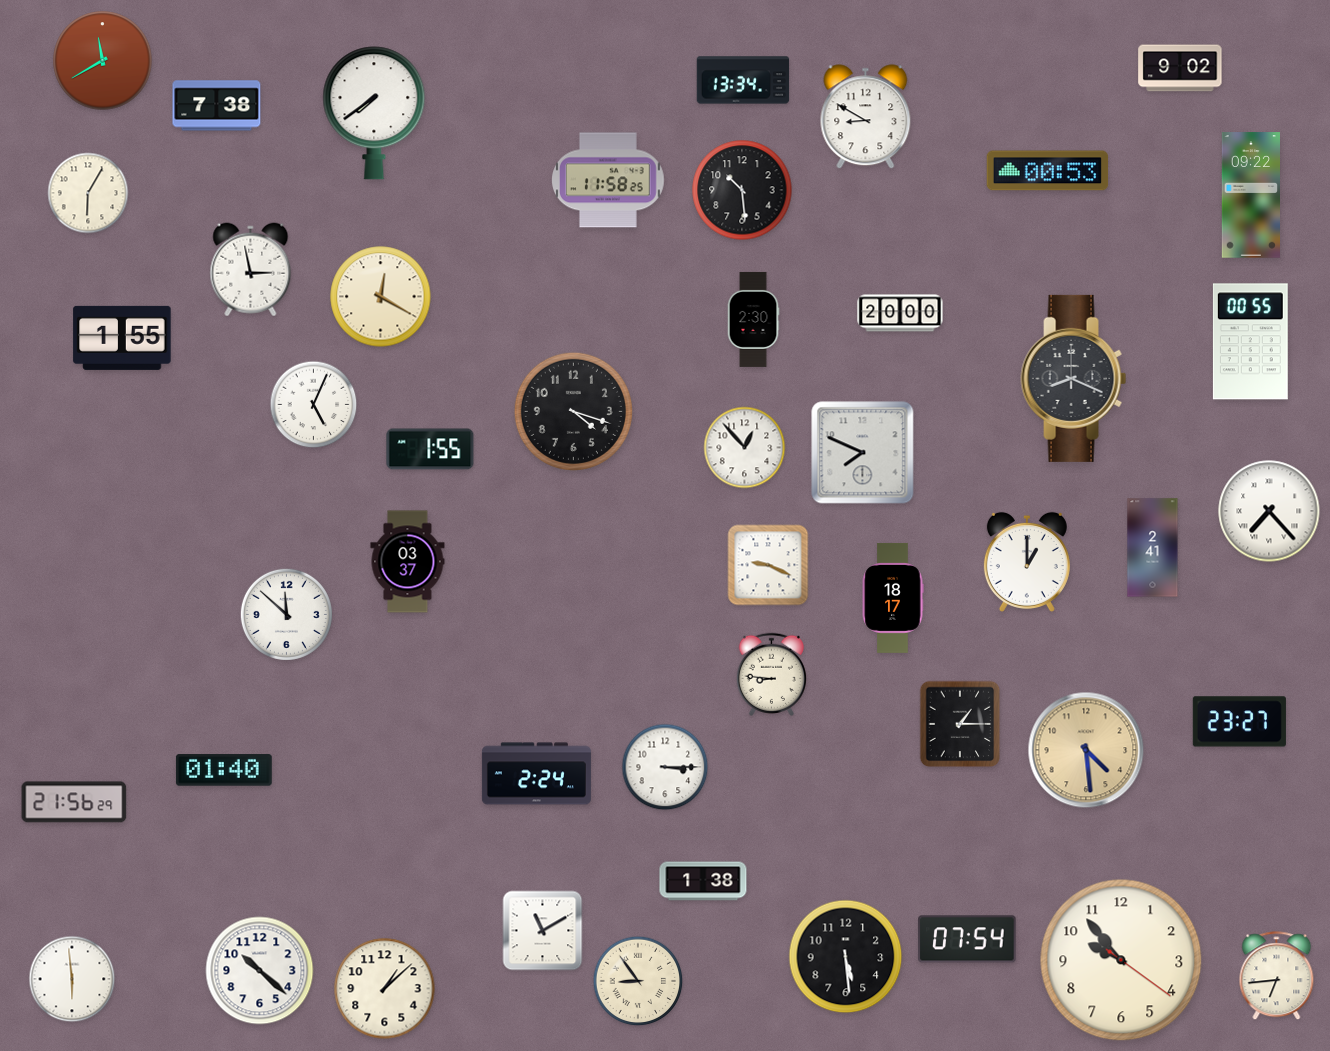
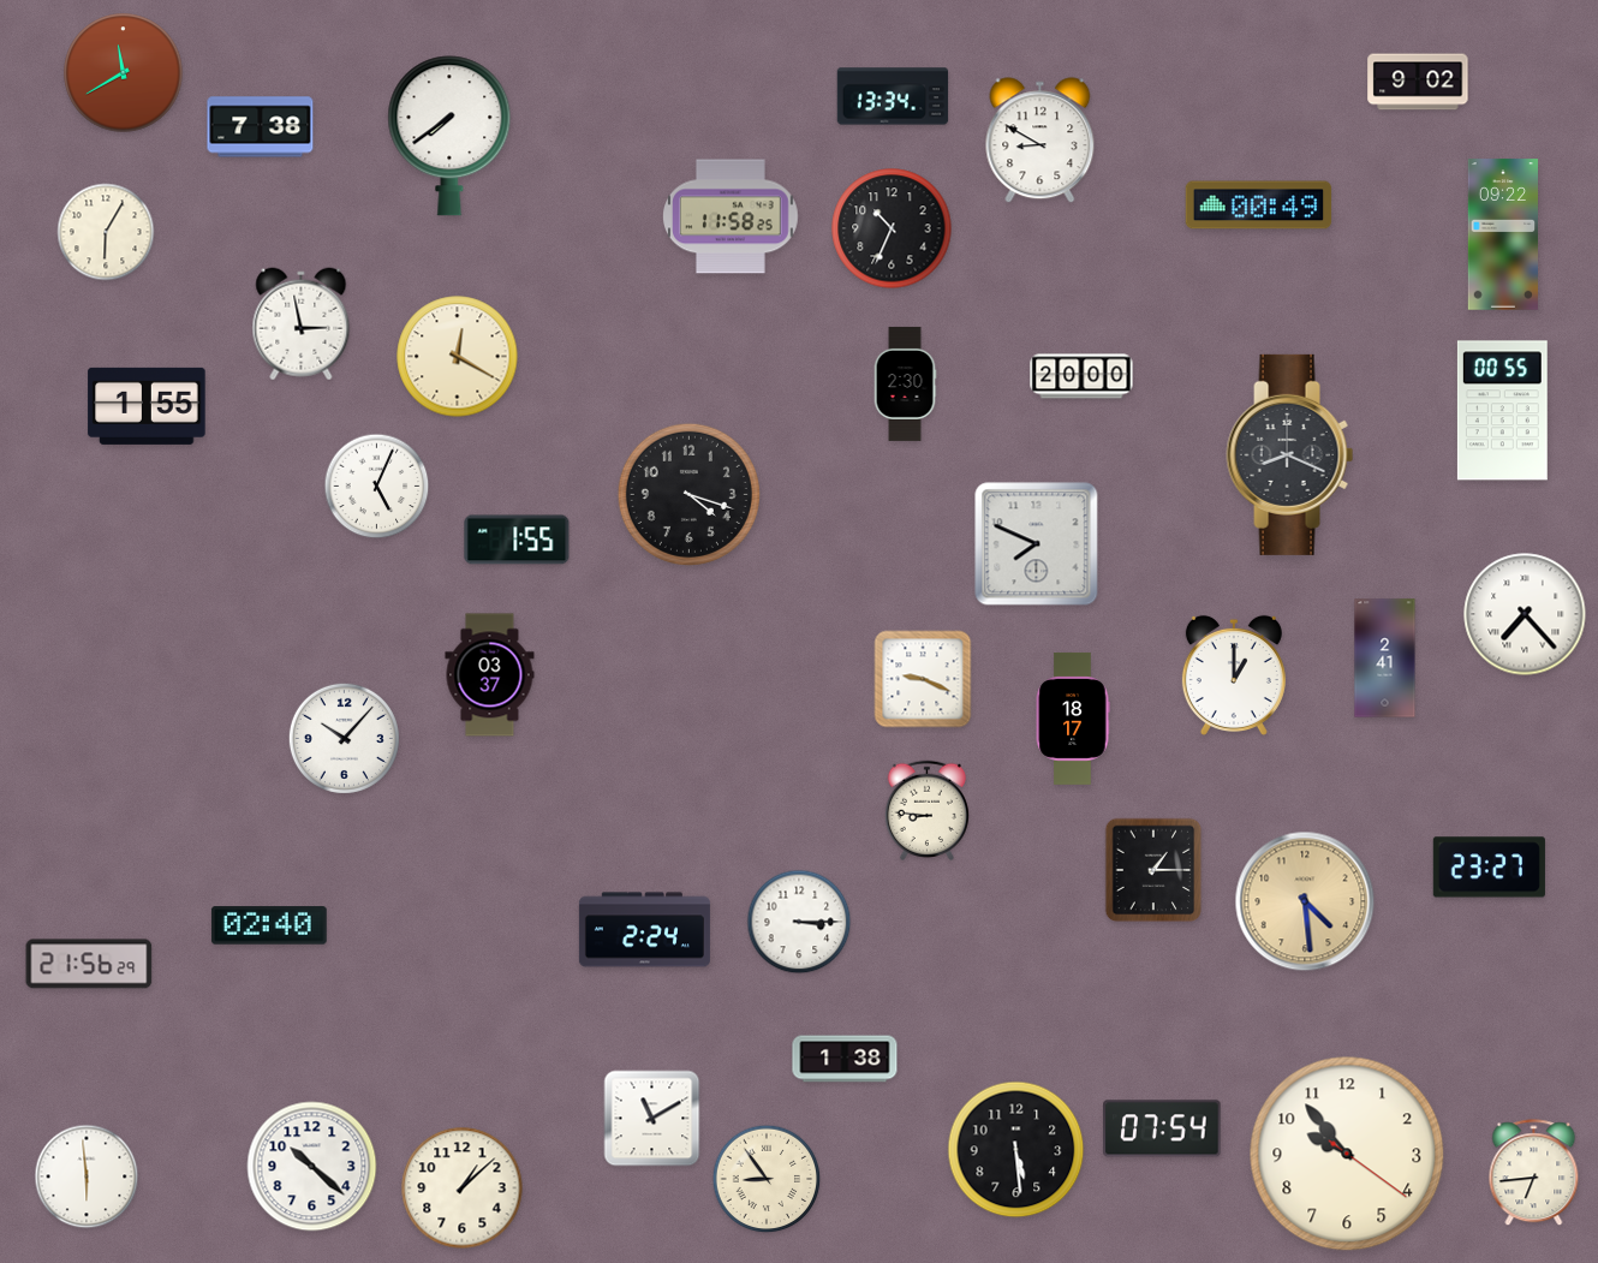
clock at (1048, 171): 00:53 -> 00:49
clock at (742, 190): 10:29 -> 10:34
clock at (745, 448): 12:53 -> none
clock at (286, 614): 11:52 -> 10:07
clock at (224, 770): 01:40 -> 02:40
